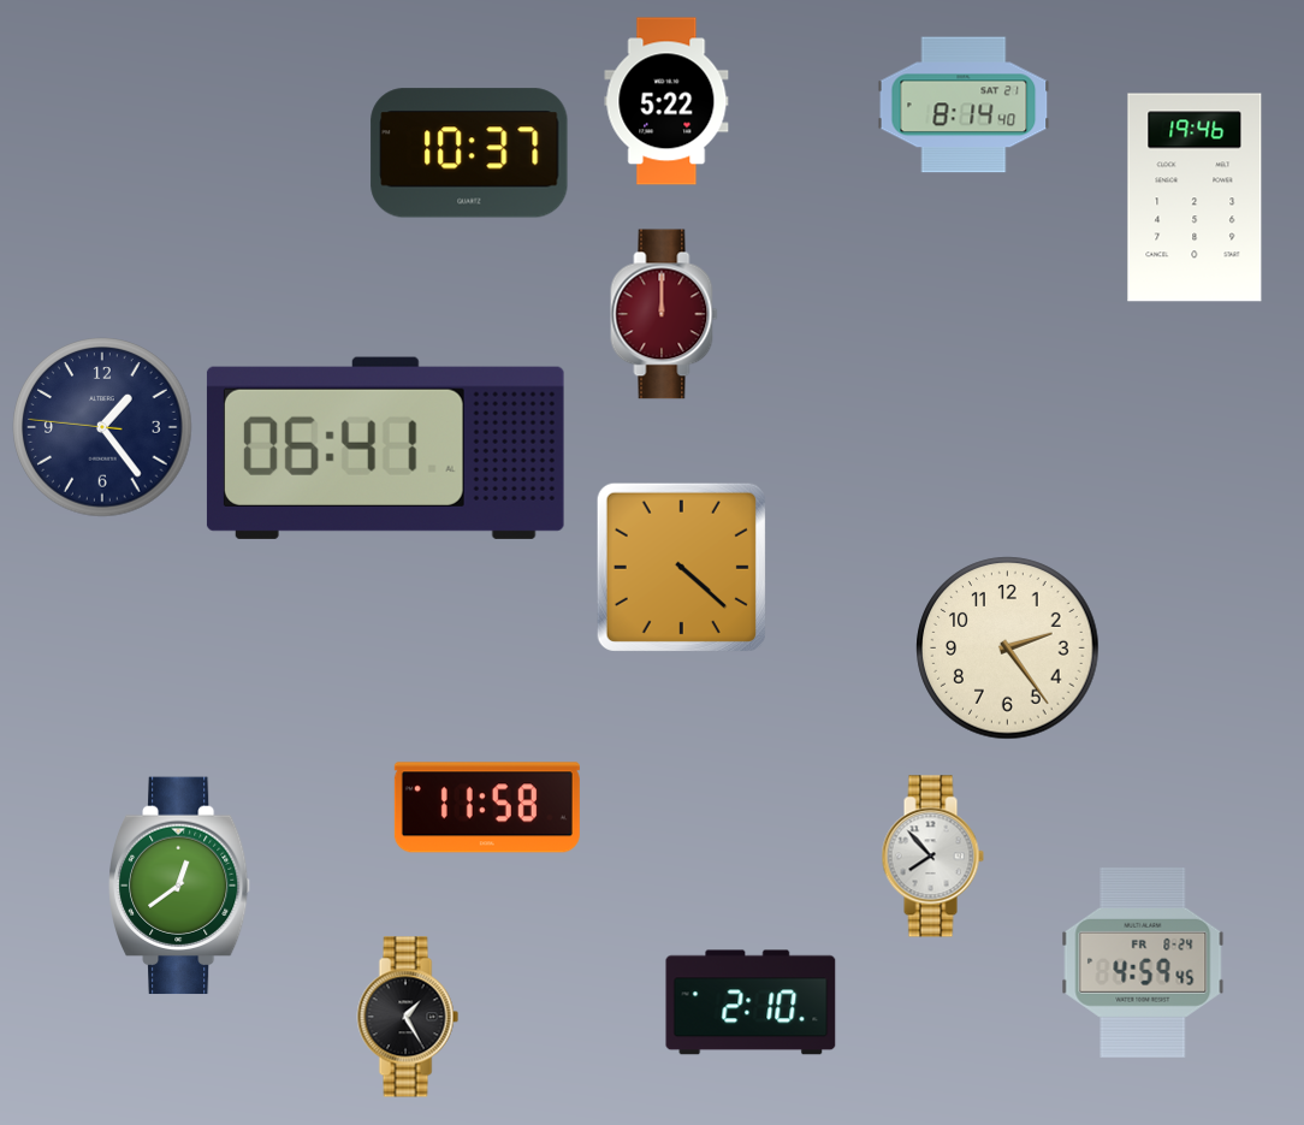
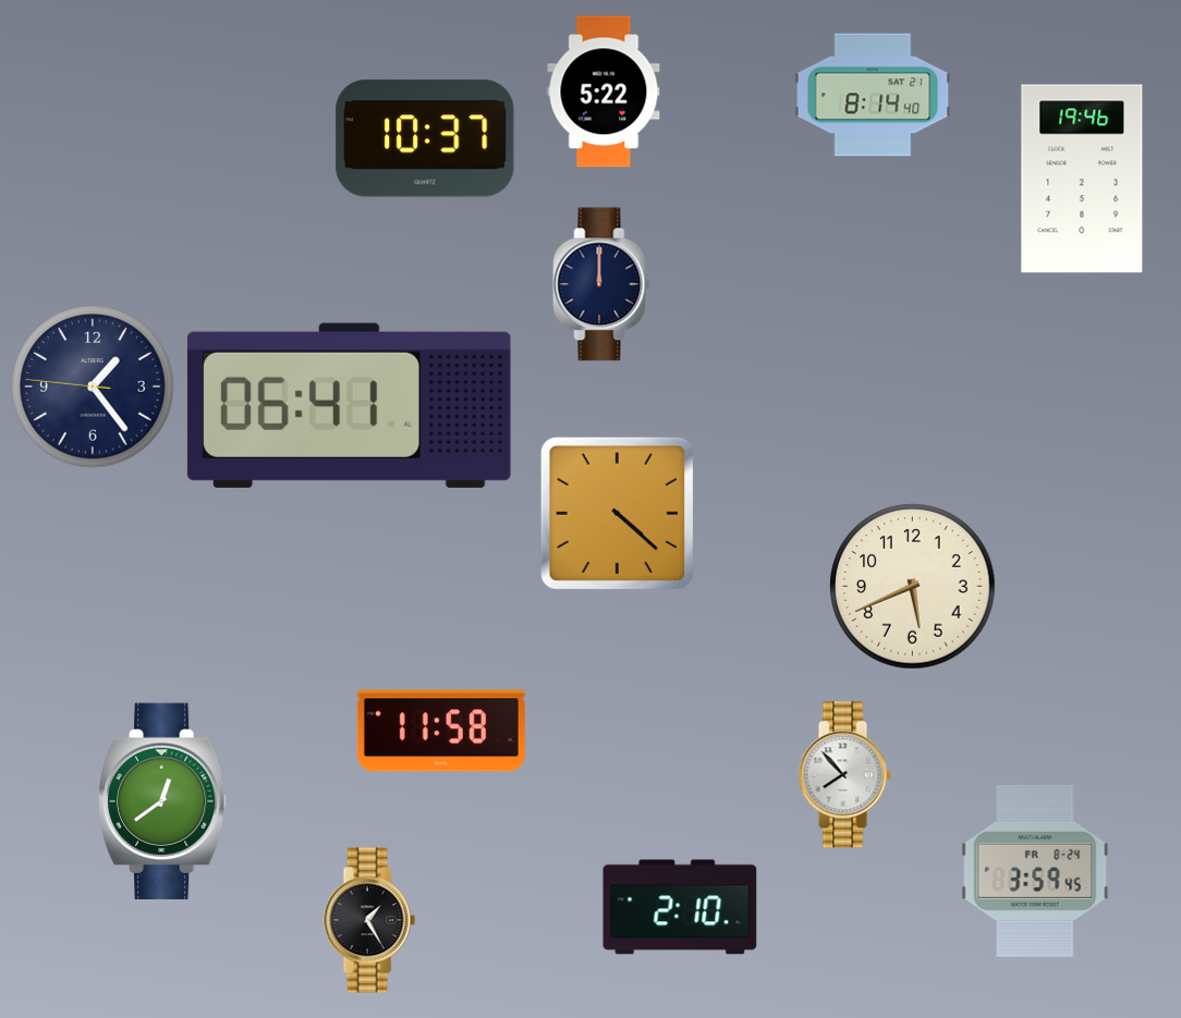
clock at (664, 314) dial: burgundy -> navy
clock at (1008, 649): 2:24 -> 5:41
clock at (1143, 963): 4:59 -> 3:59
